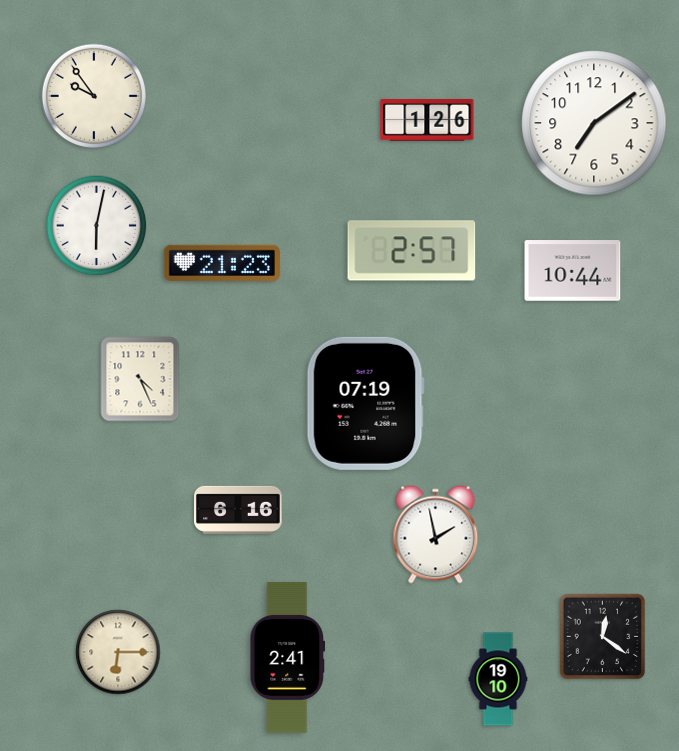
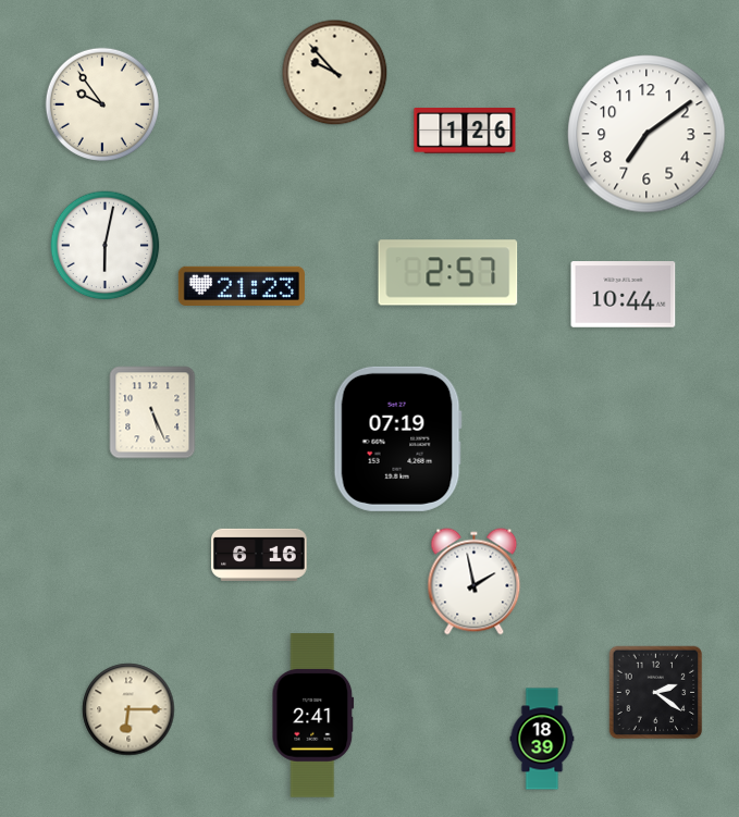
clock at (335, 73): none -> 9:53
clock at (140, 379): 4:26 -> 5:26
clock at (603, 637): 12:21 -> 2:21
clock at (498, 679): 19:10 -> 18:39
